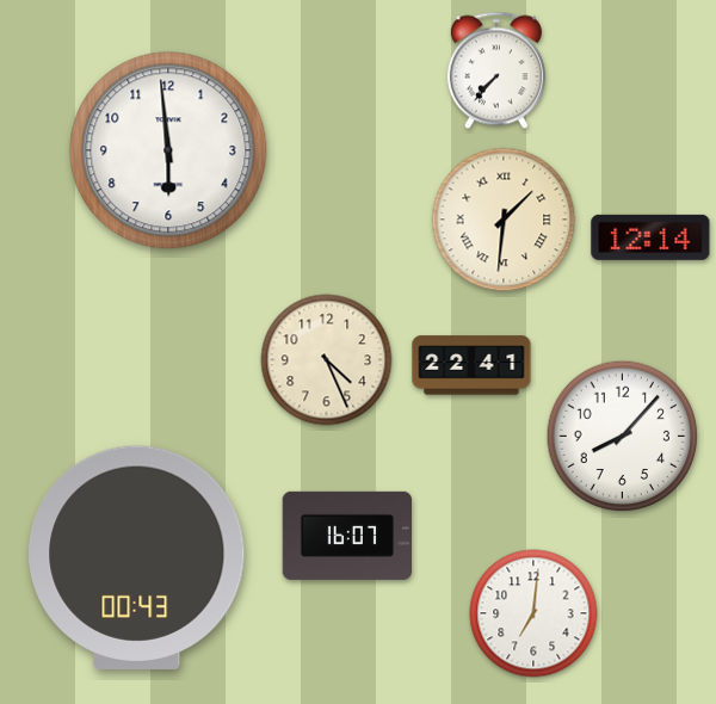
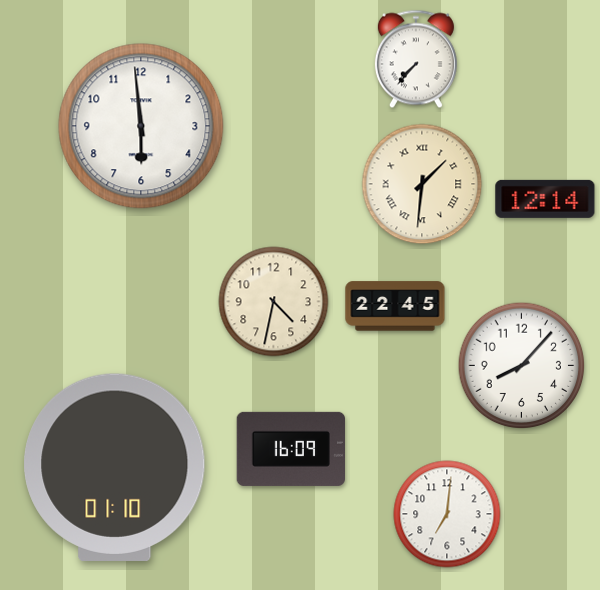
clock at (327, 360): 4:26 -> 4:32
clock at (471, 365): 22:41 -> 22:45
clock at (346, 536): 16:07 -> 16:09
clock at (137, 557): 00:43 -> 01:10
